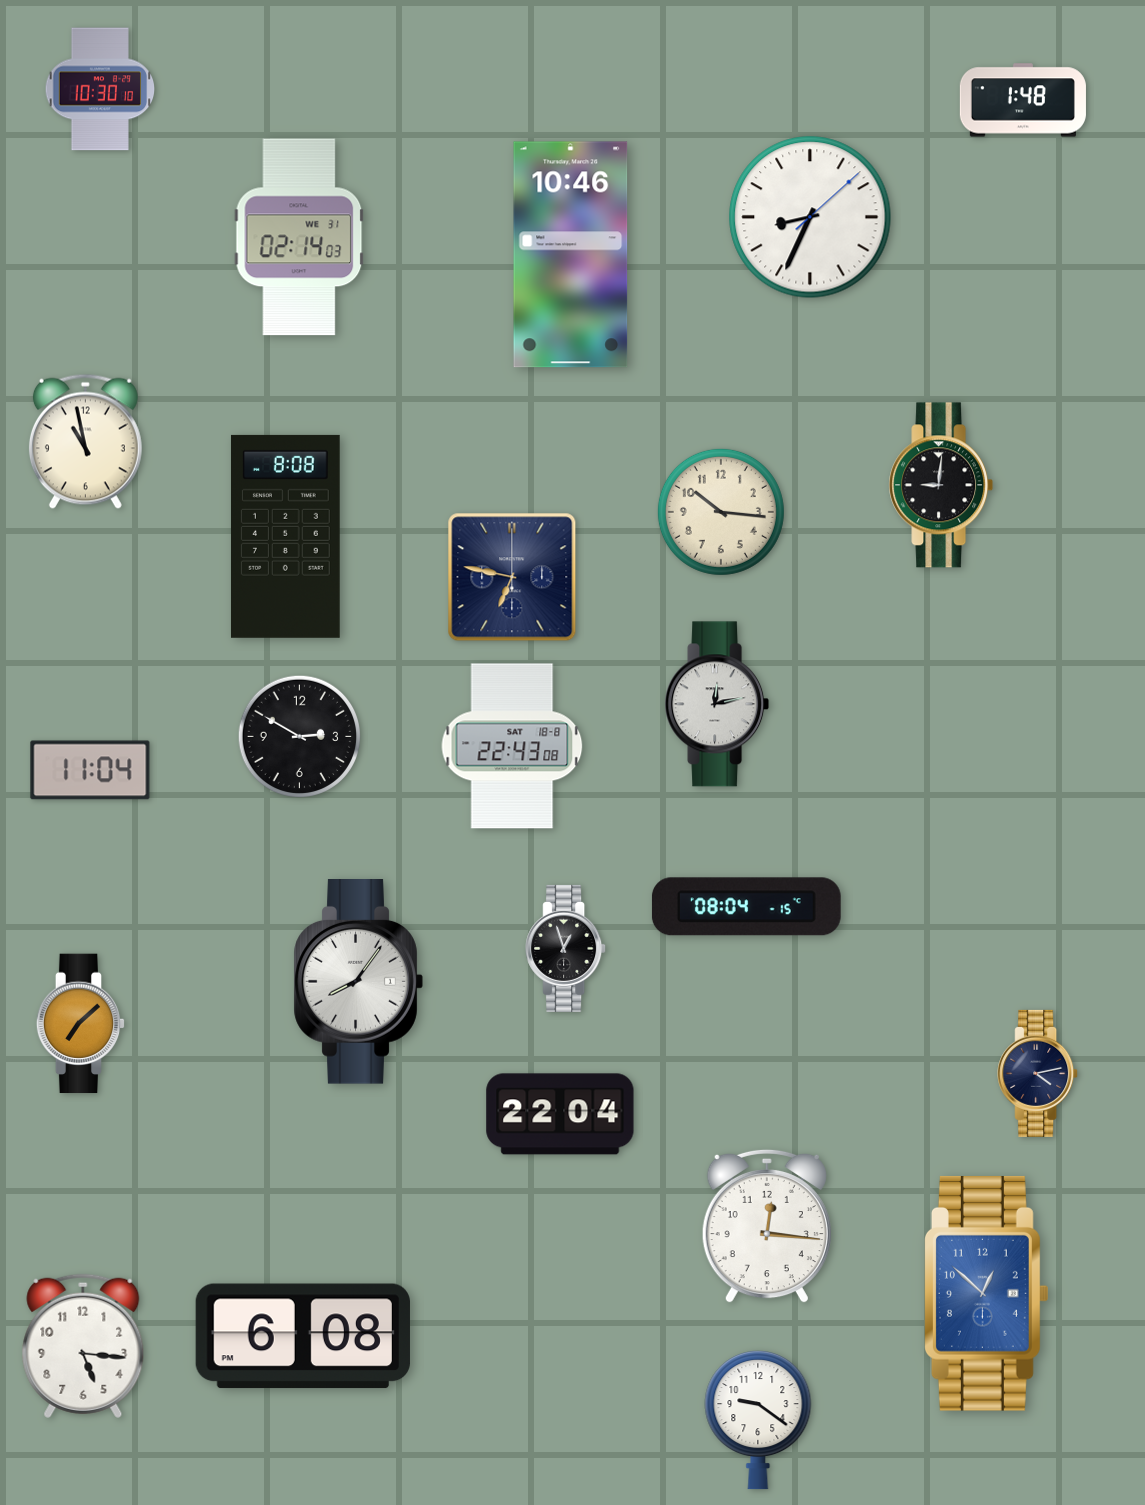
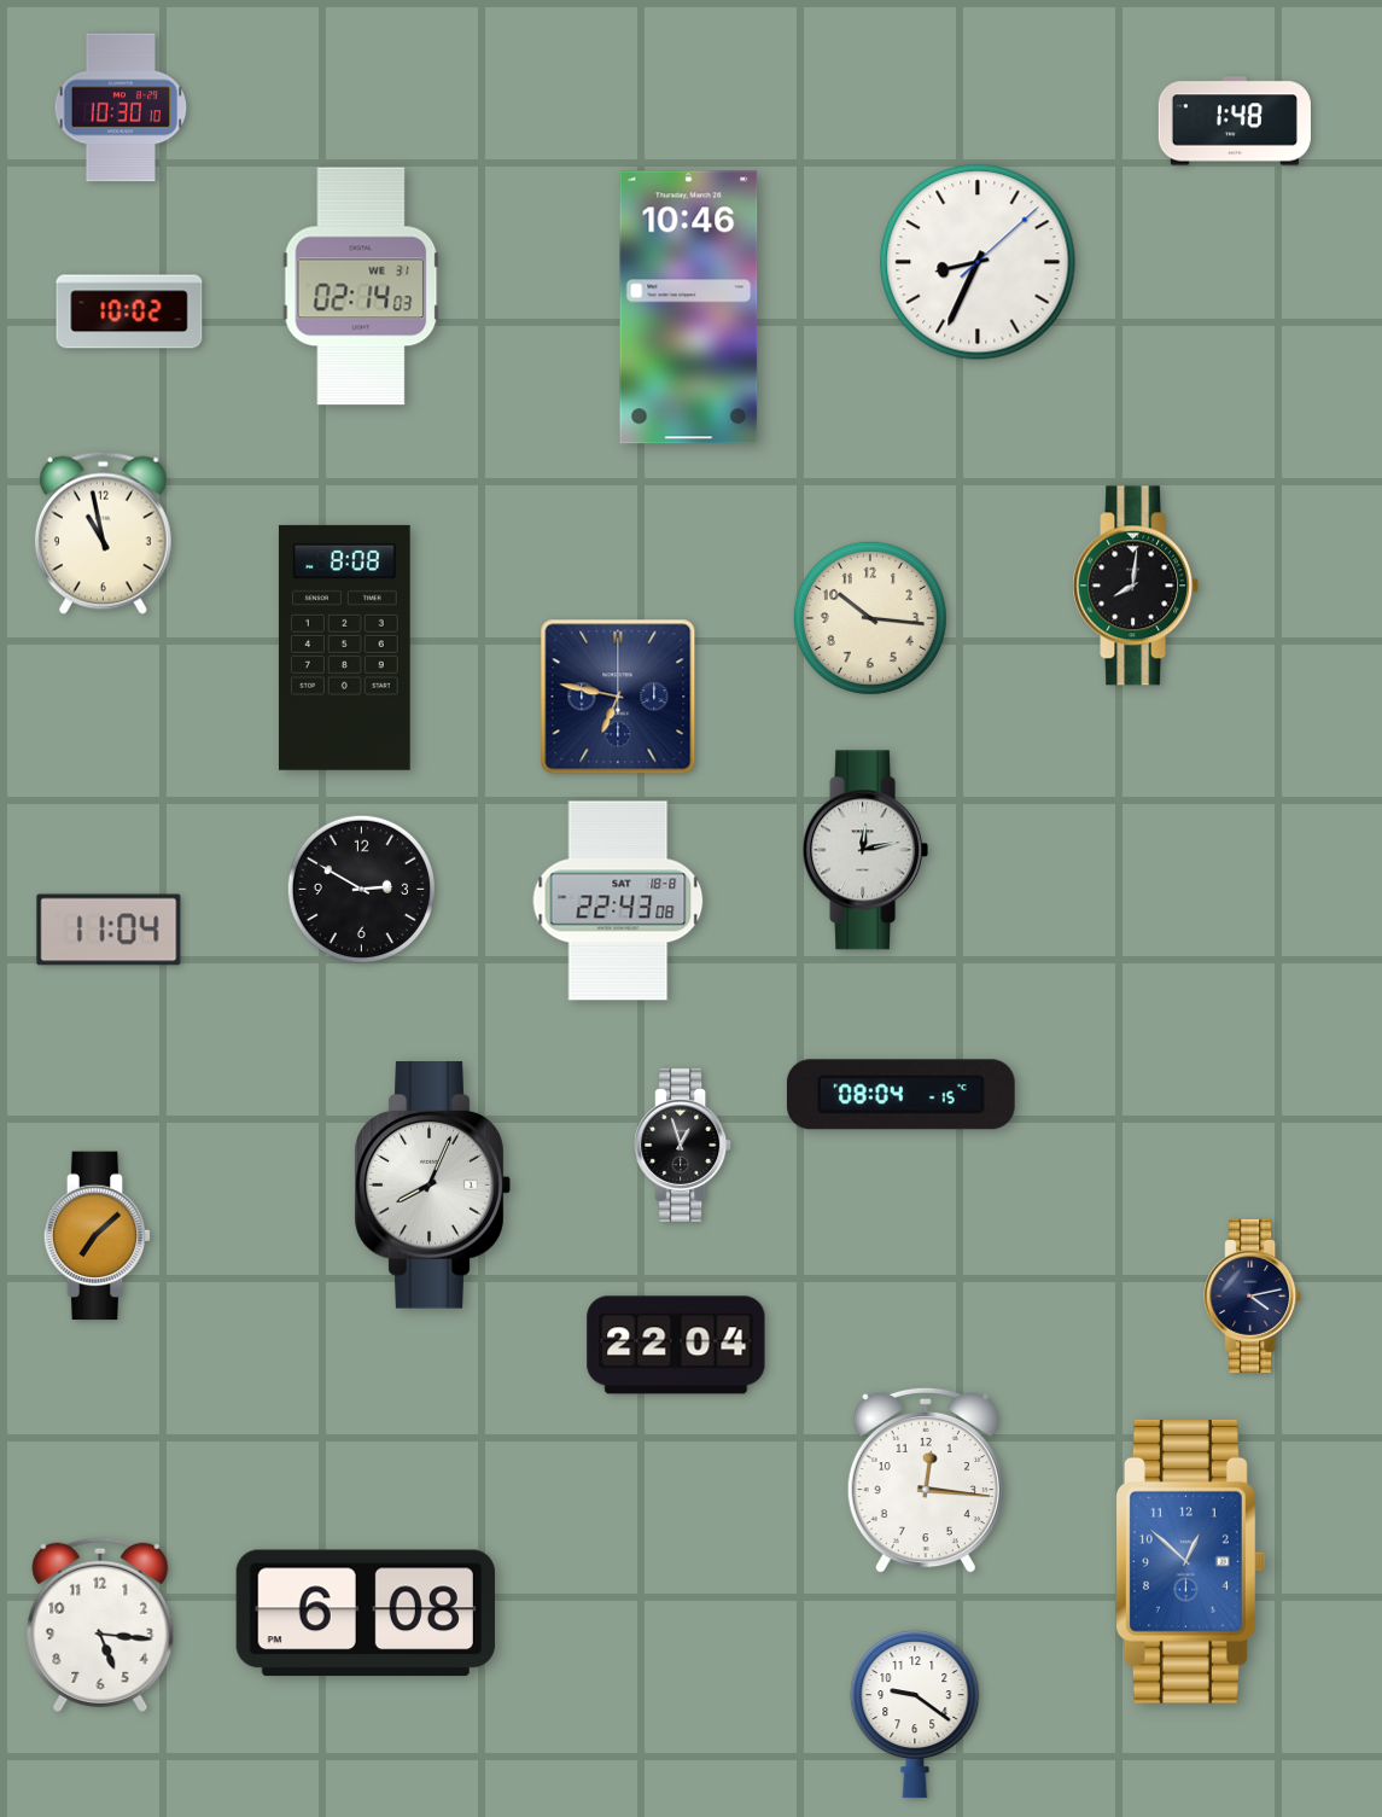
clock at (129, 311): none -> 10:02
clock at (941, 485): 9:01 -> 8:01
clock at (358, 982): 8:06 -> 8:04
